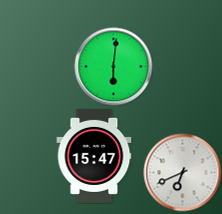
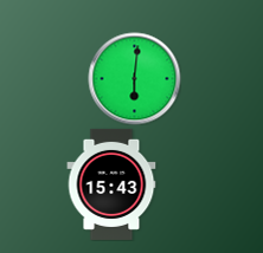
clock at (94, 156): 15:47 -> 15:43
clock at (182, 172): 6:41 -> none
